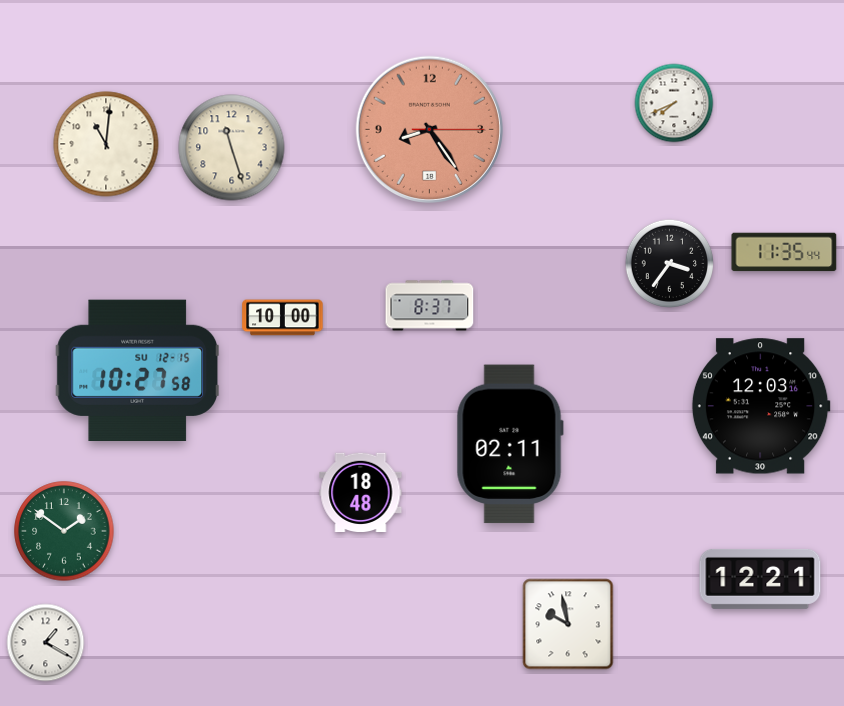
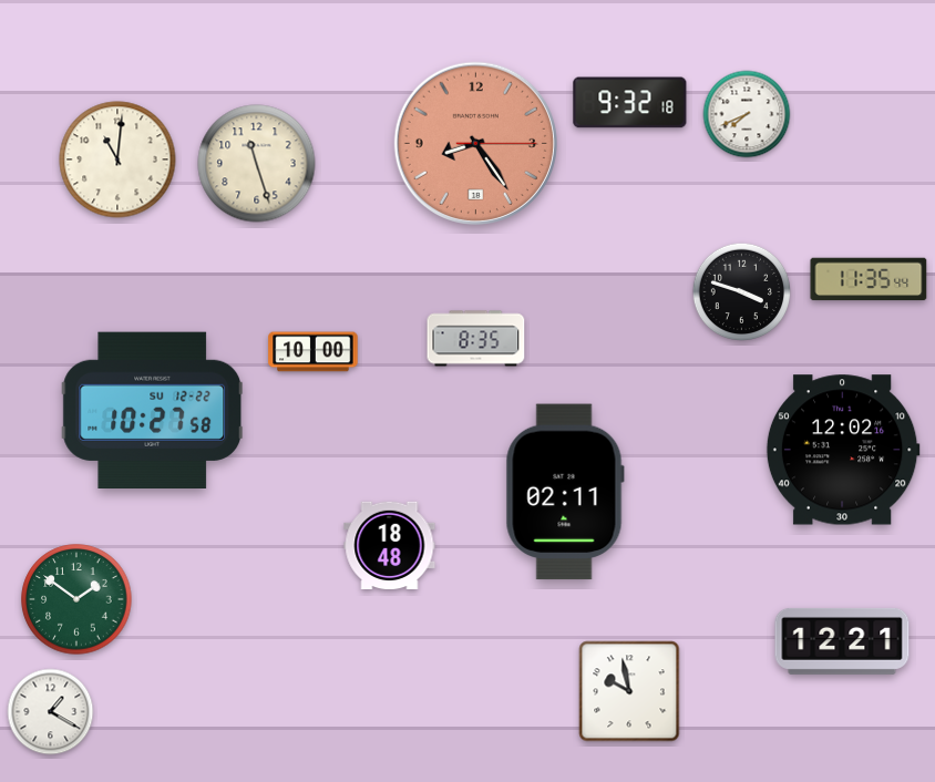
clock at (630, 103): none -> 9:32
clock at (669, 263): 3:36 -> 3:48
clock at (430, 306): 8:37 -> 8:35
clock at (138, 370) date: SU 12-15 -> SU 12-22
clock at (761, 406): 12:03 -> 12:02
clock at (361, 492) position: (361, 492) -> (390, 545)
clock at (64, 531) position: (64, 531) -> (76, 599)
